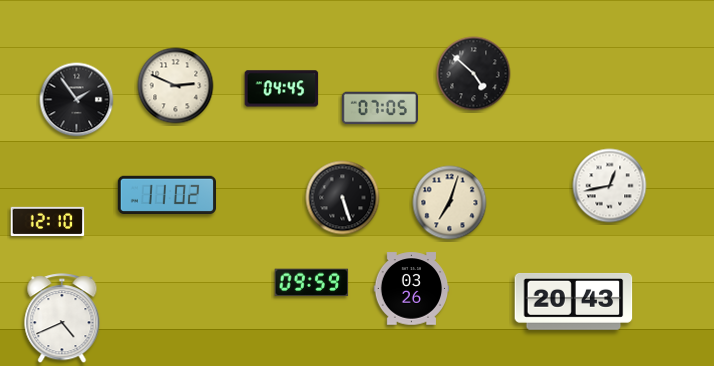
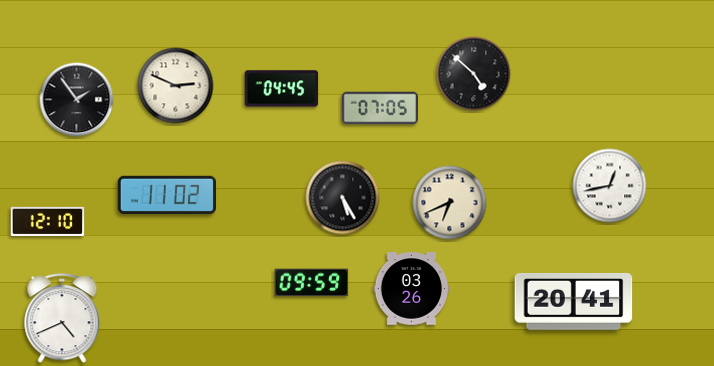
clock at (343, 198): 5:27 -> 5:25
clock at (450, 203): 7:03 -> 6:41
clock at (574, 301): 20:43 -> 20:41
